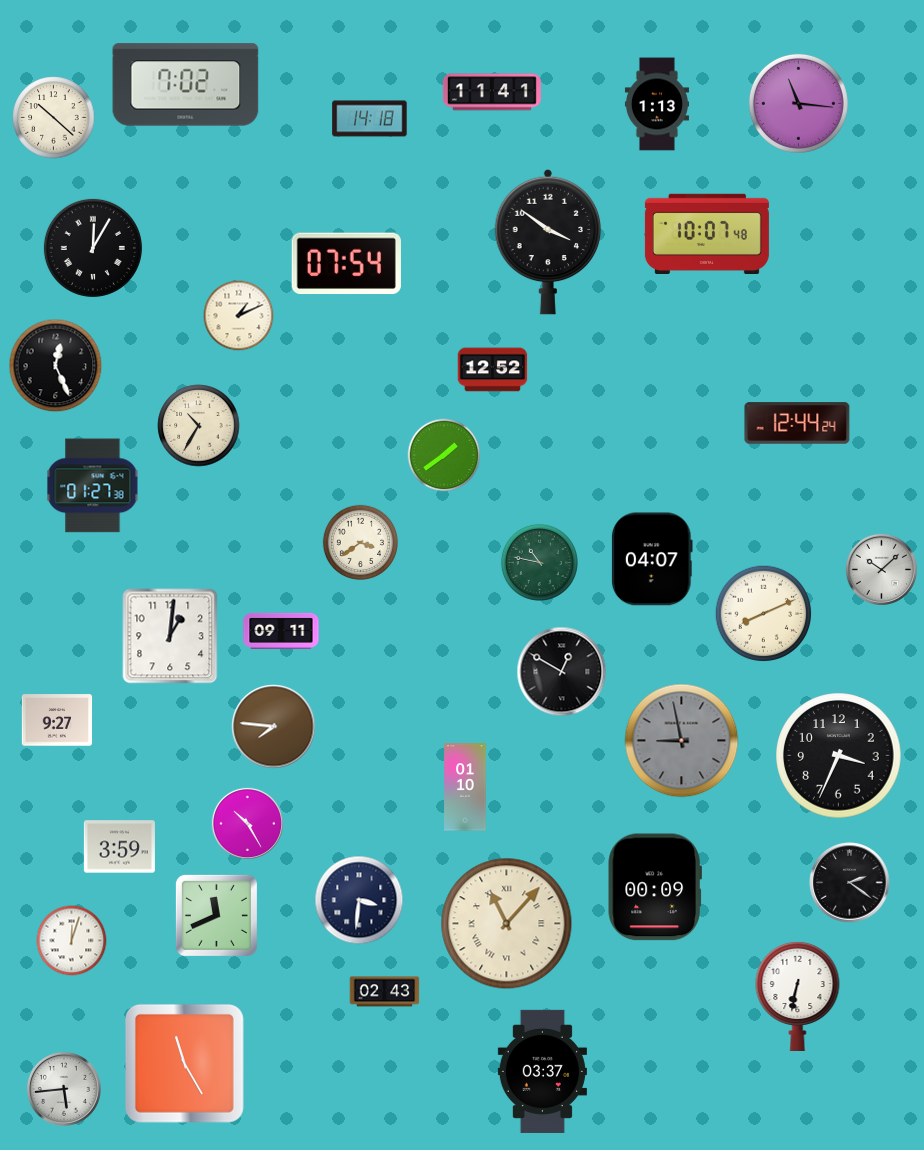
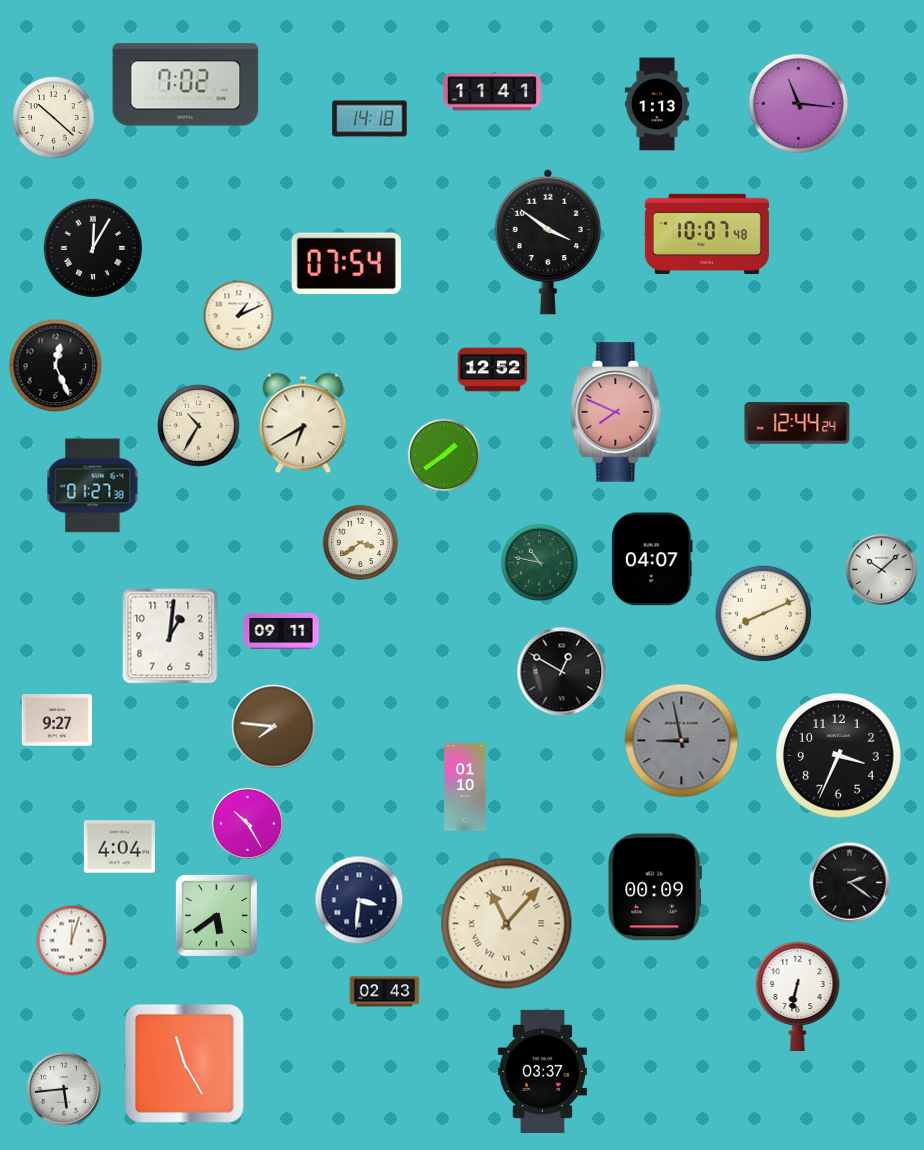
clock at (616, 412): none -> 7:49
clock at (303, 423): none -> 6:40
clock at (119, 847): 3:59 -> 4:04
clock at (216, 915): 11:41 -> 5:39
